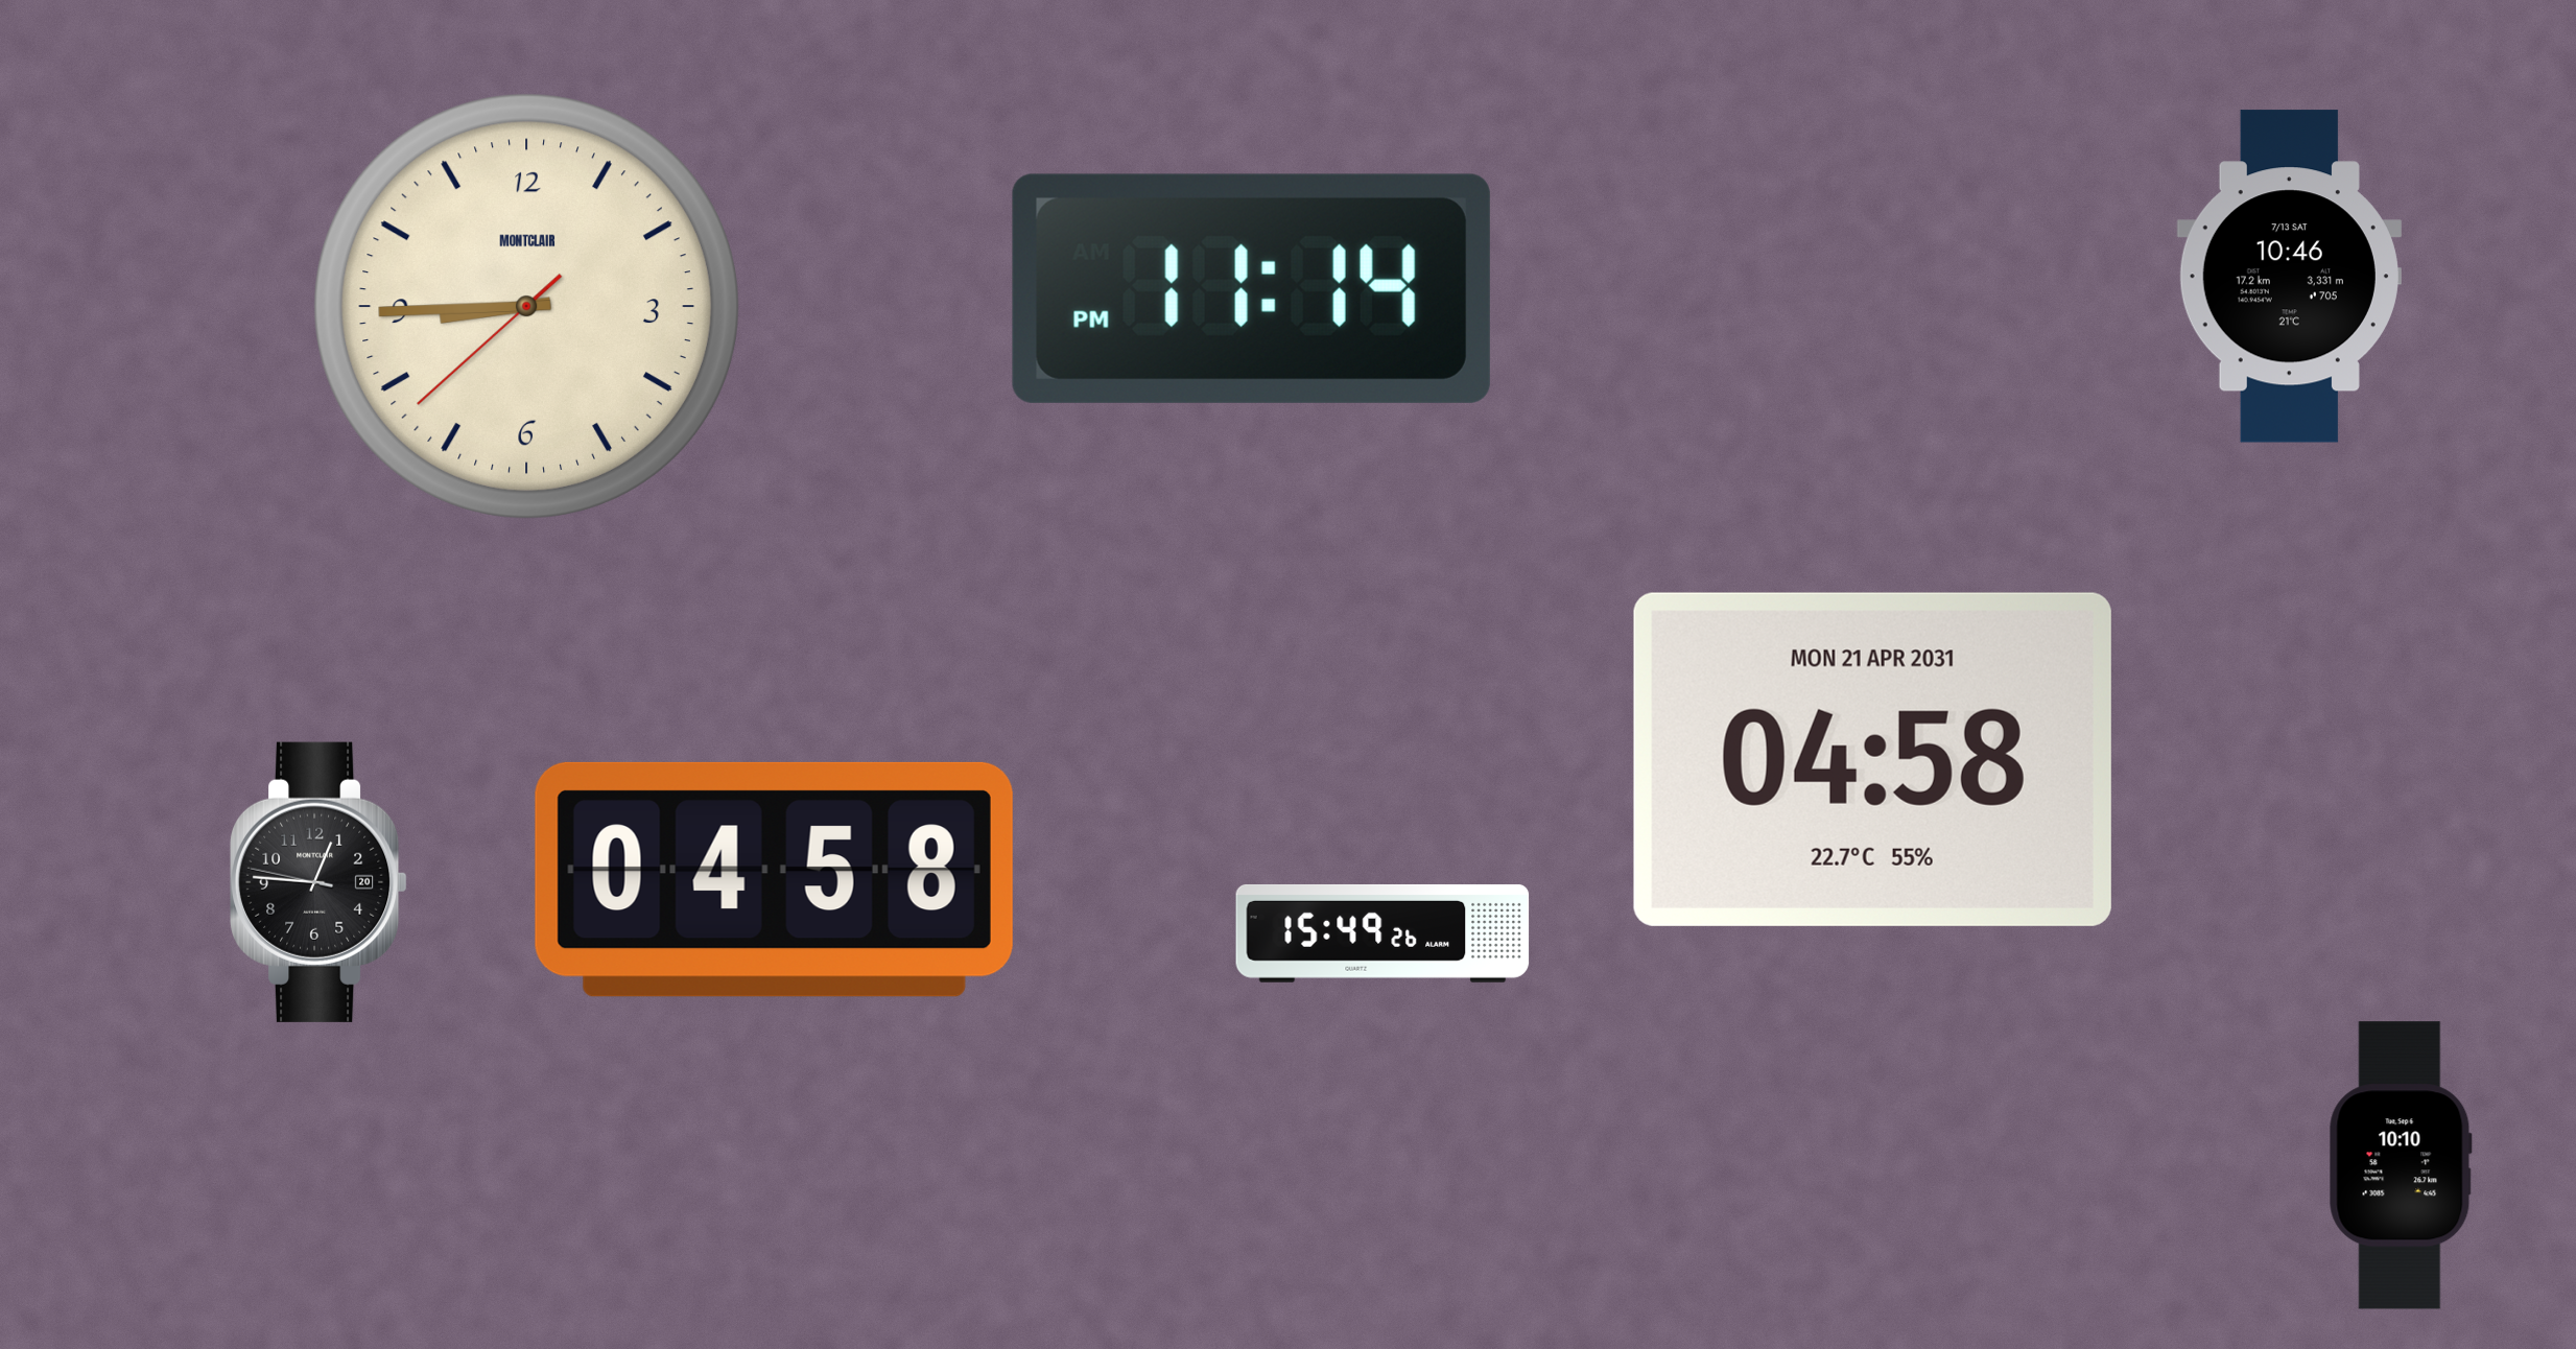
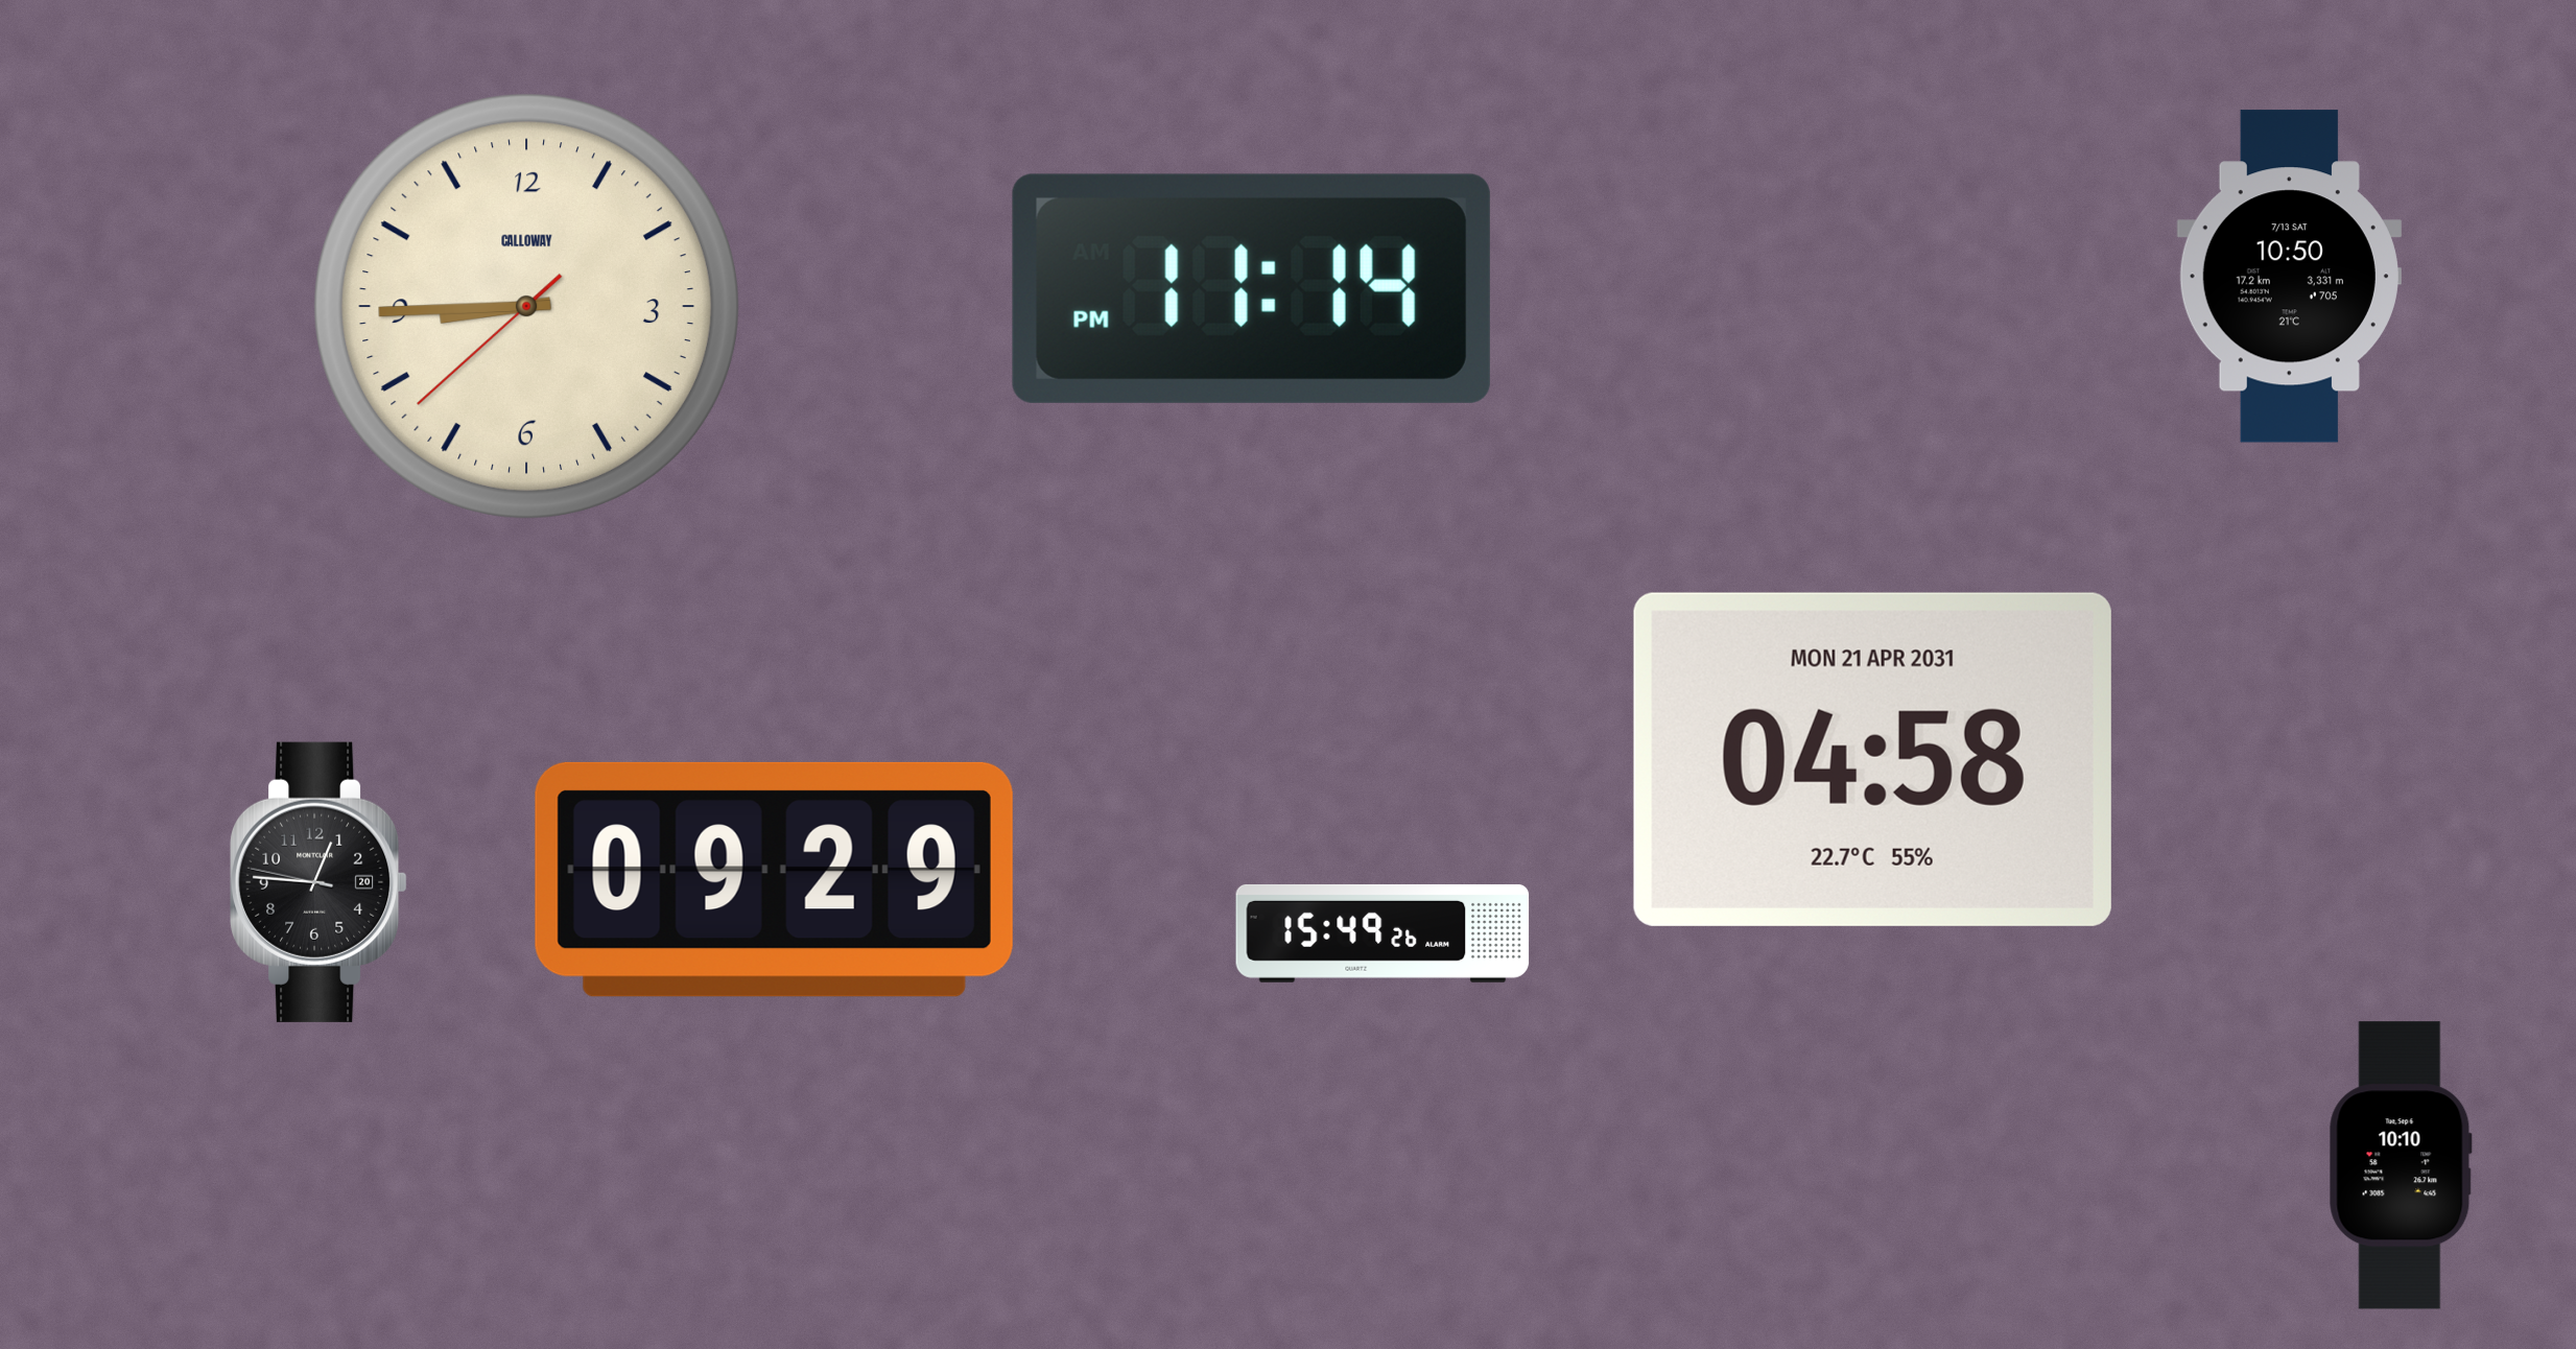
clock at (2289, 277): 10:46 -> 10:50
clock at (526, 306) brand: MONTCLAIR -> CALLOWAY
clock at (774, 879): 04:58 -> 09:29
